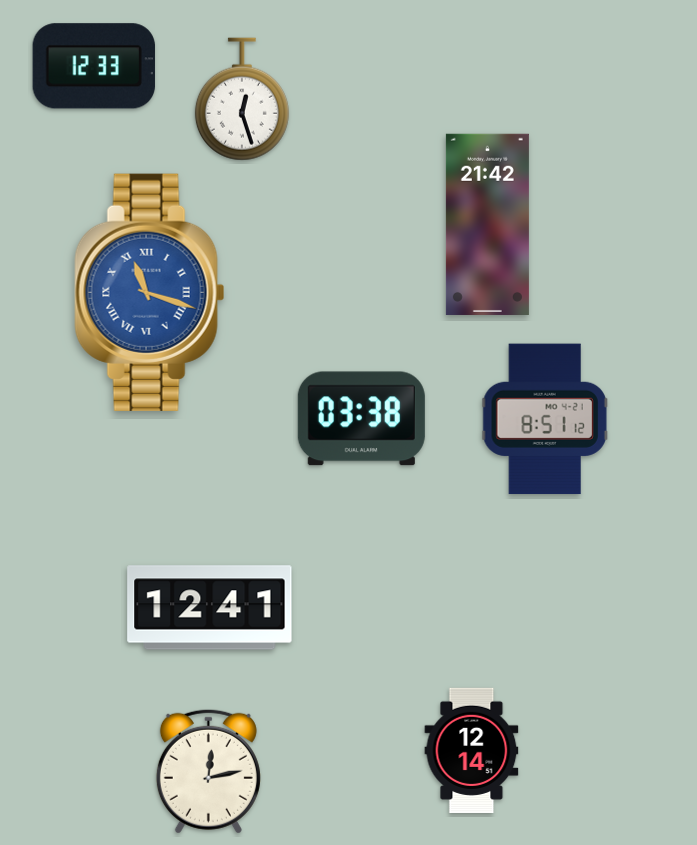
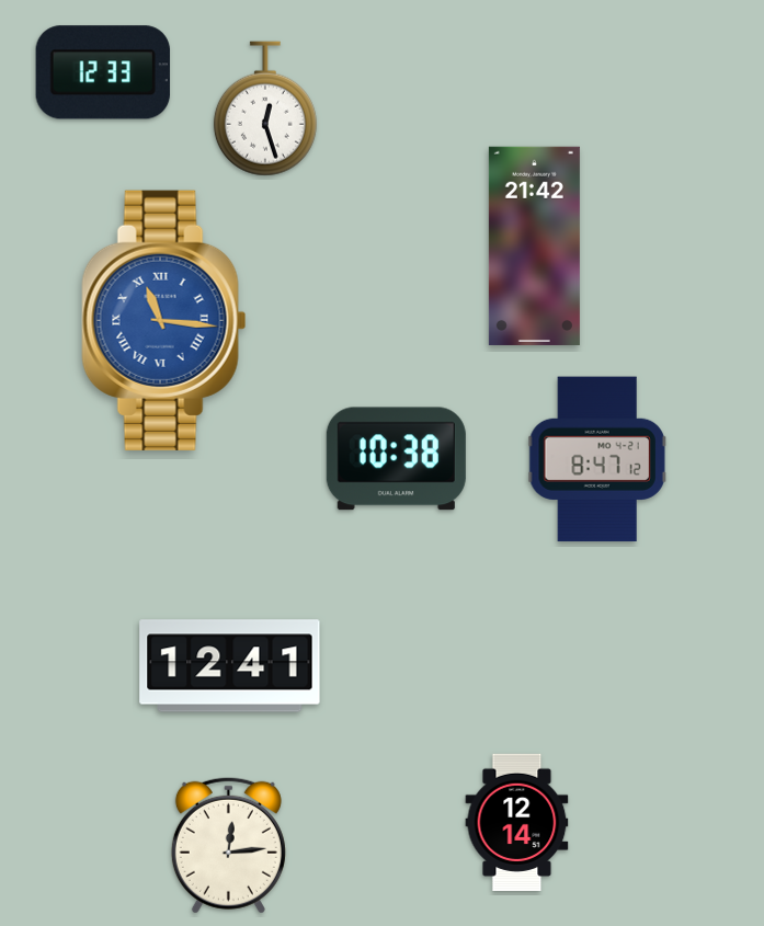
clock at (150, 292): 11:18 -> 11:16
clock at (361, 419): 03:38 -> 10:38
clock at (545, 419): 8:51 -> 8:47
clock at (208, 771): 12:13 -> 12:14
